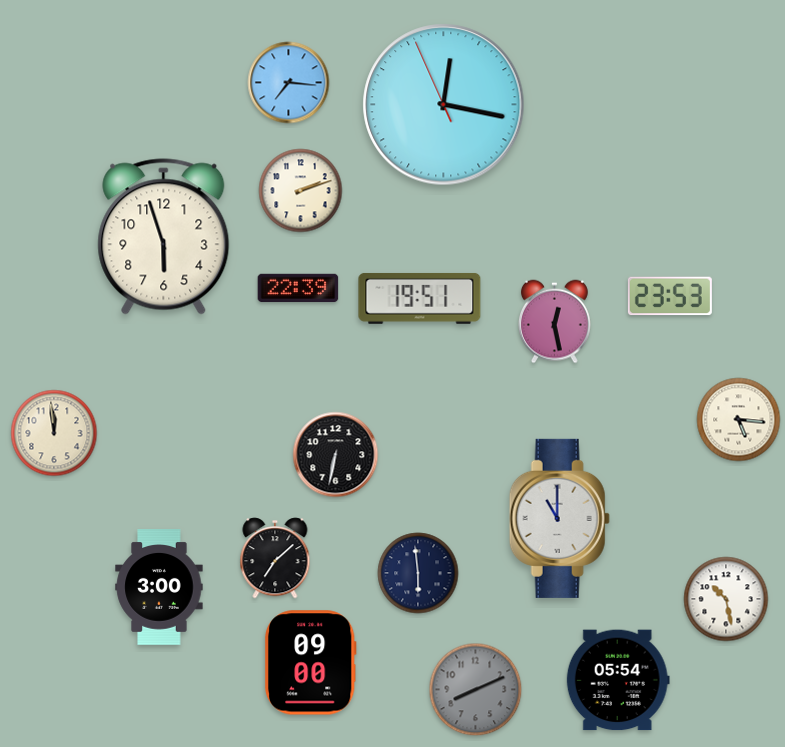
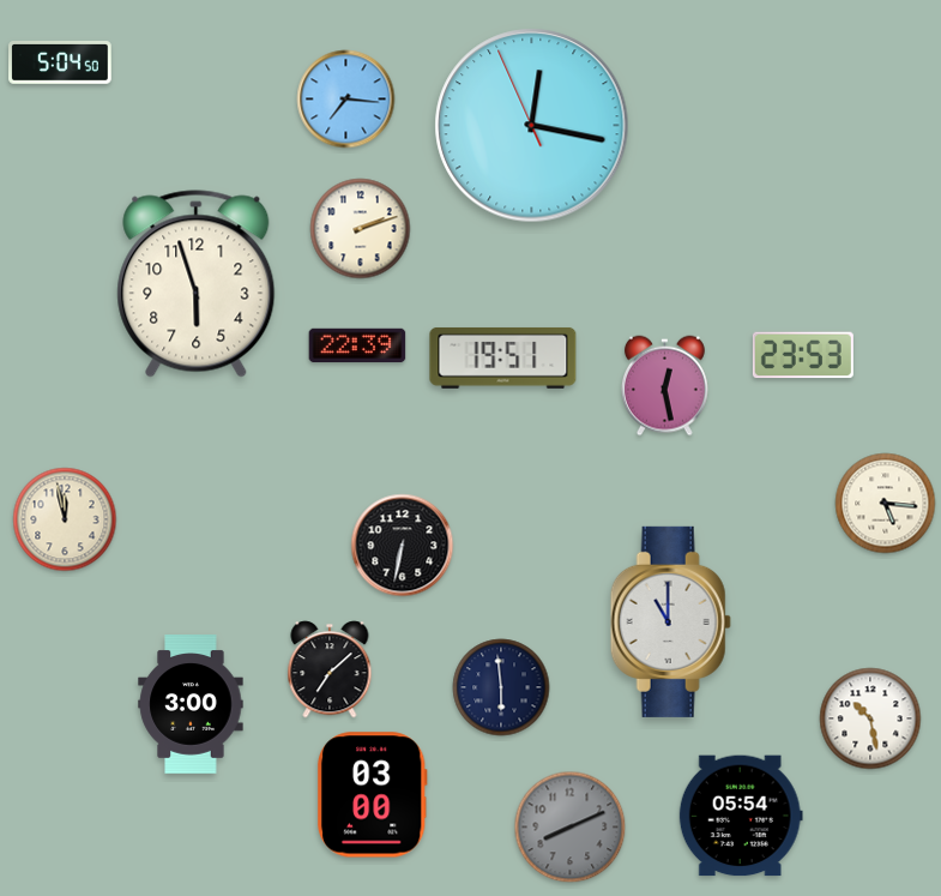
clock at (60, 64): none -> 5:04
clock at (54, 433): 11:59 -> 11:58
clock at (310, 663): 09:00 -> 03:00
